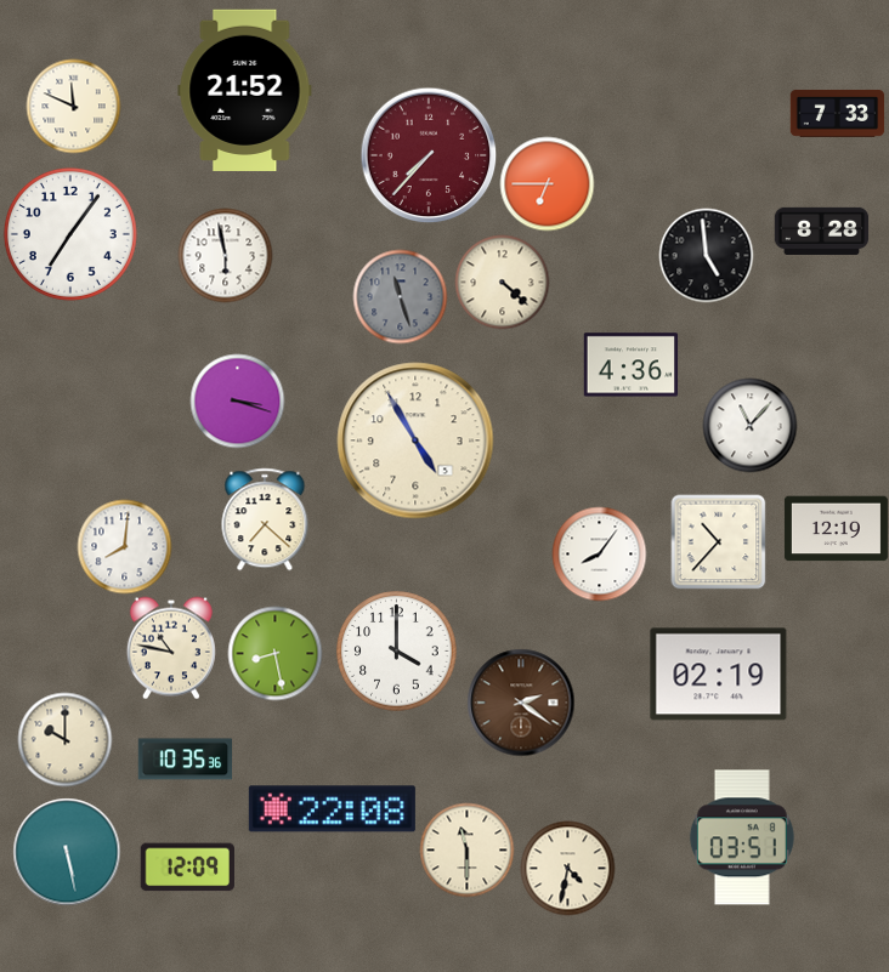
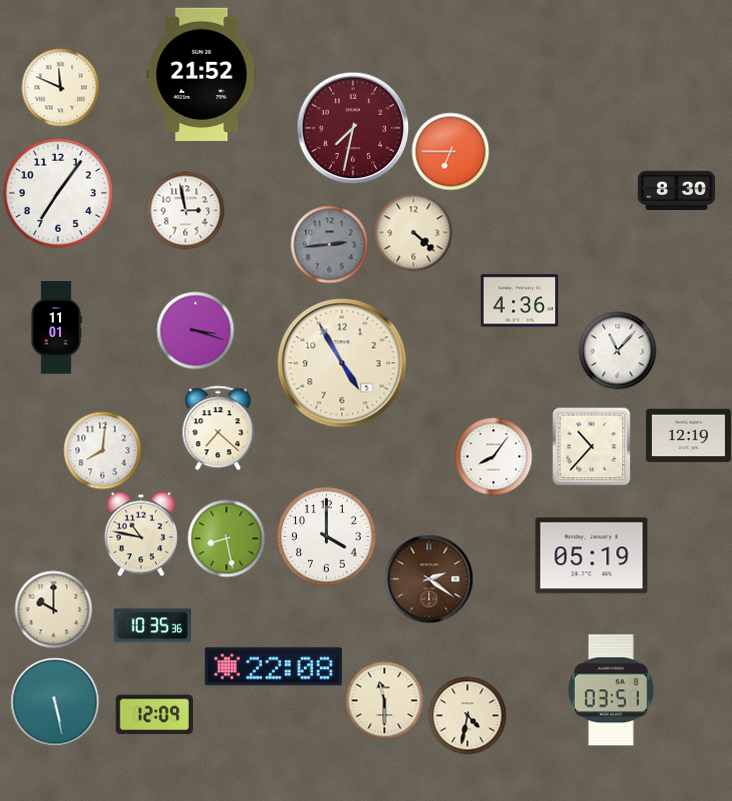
clock at (837, 113): 7:33 -> none
clock at (429, 155): 7:37 -> 7:32
clock at (821, 231): 8:28 -> 8:30
clock at (225, 255): 5:58 -> 2:58
clock at (706, 255): 4:59 -> none
clock at (400, 296): 11:27 -> 2:44
clock at (56, 328): none -> 11:01
clock at (719, 675): 02:19 -> 05:19
